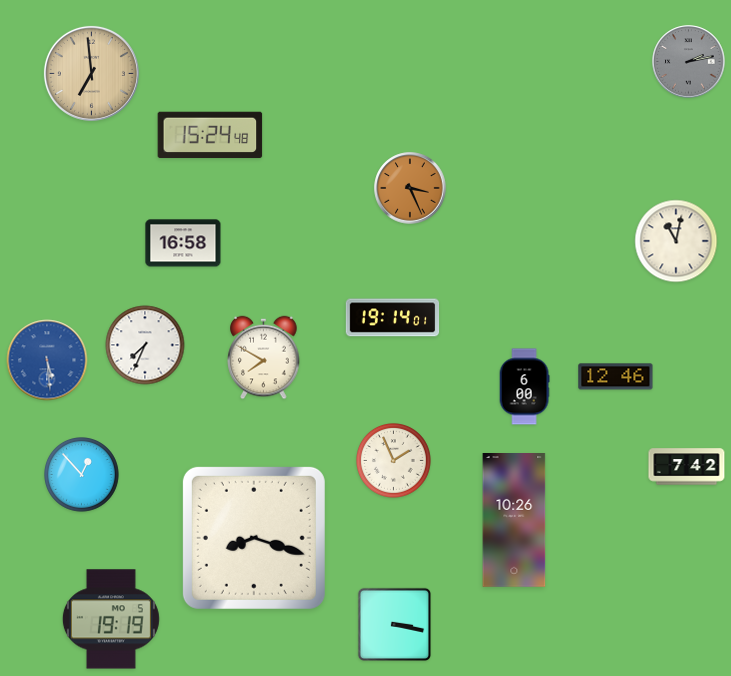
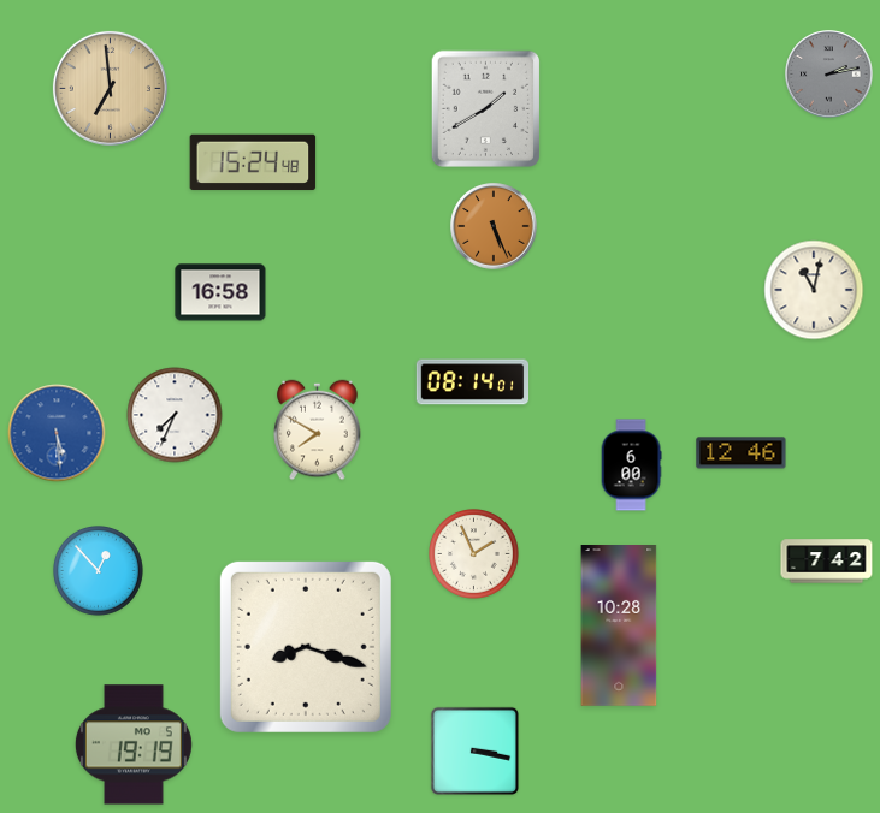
clock at (485, 108): none -> 1:40
clock at (410, 188): 3:26 -> 5:26
clock at (393, 318): 19:14 -> 08:14
clock at (514, 521): 10:26 -> 10:28
